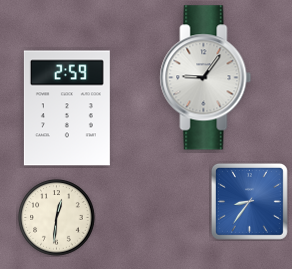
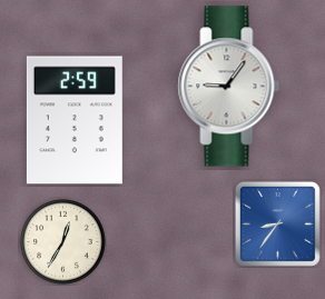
clock at (57, 218): 12:31 -> 12:35
